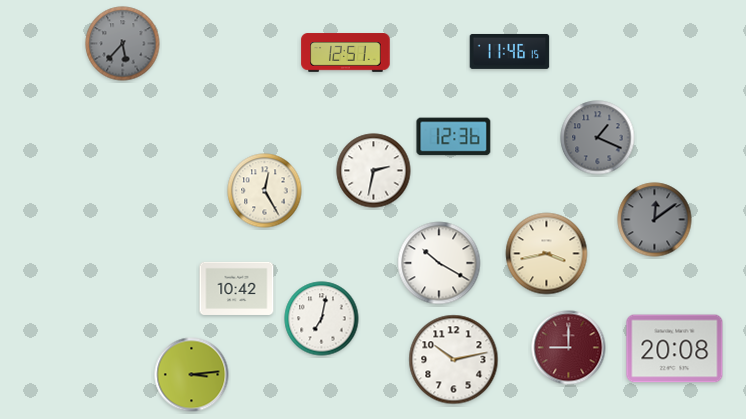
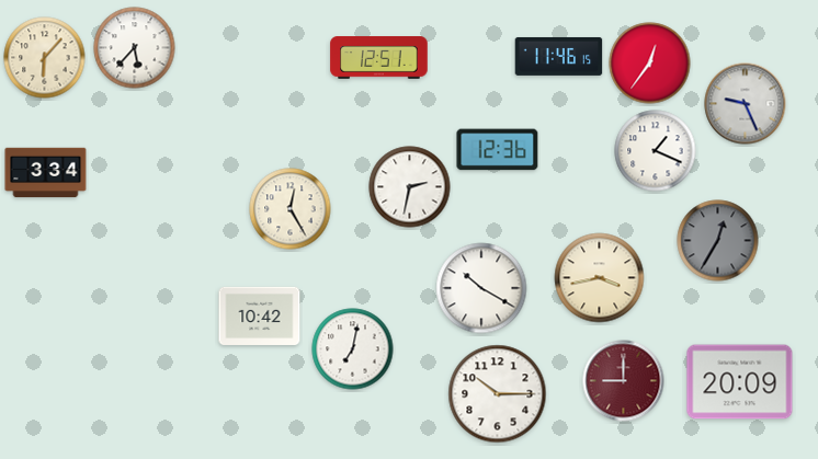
clock at (123, 44) dial: grey -> white
clock at (45, 58): none -> 6:07
clock at (650, 64): none -> 12:36
clock at (746, 104): none -> 9:26
clock at (598, 138) dial: grey -> white
clock at (46, 173): none -> 3:34
clock at (655, 220): 12:09 -> 12:35
clock at (675, 349): 20:08 -> 20:09
clock at (454, 360): 10:13 -> 10:15
clock at (192, 375): 3:14 -> none
